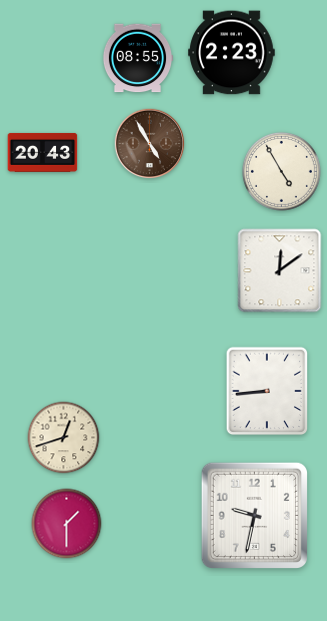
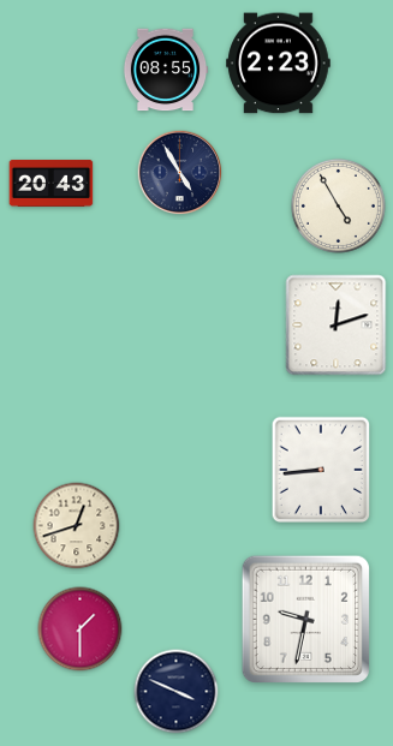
clock at (150, 144) dial: brown -> navy
clock at (280, 271): 12:09 -> 12:12
clock at (177, 692): none -> 3:49
